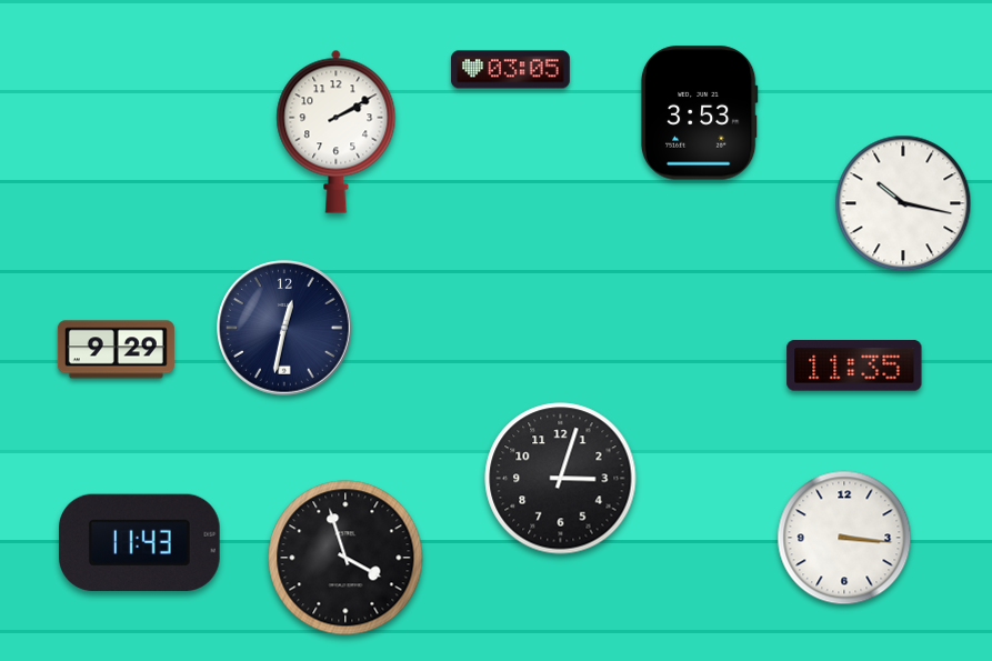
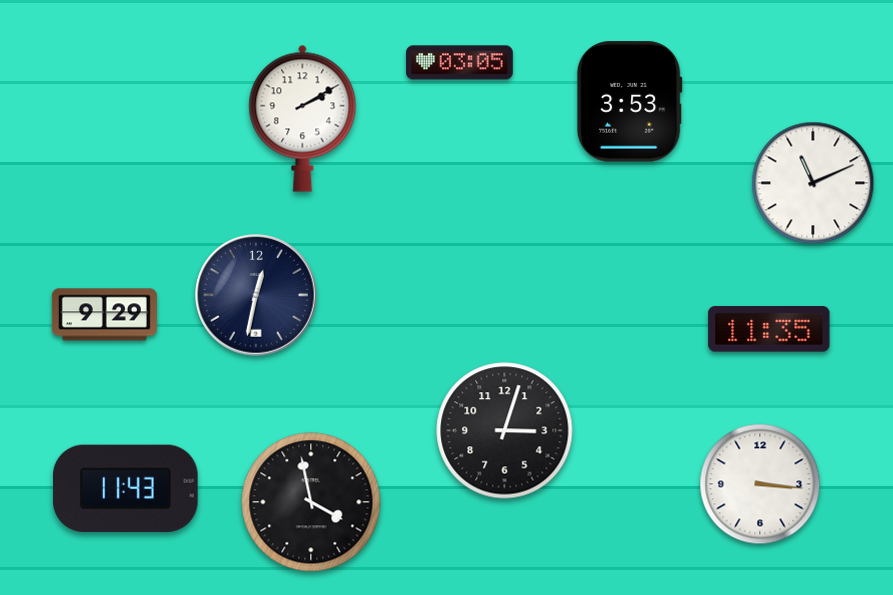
clock at (903, 203): 10:17 -> 11:11
clock at (345, 558): 3:57 -> 3:58
